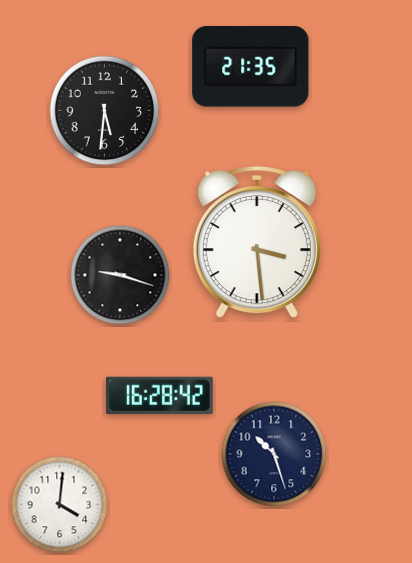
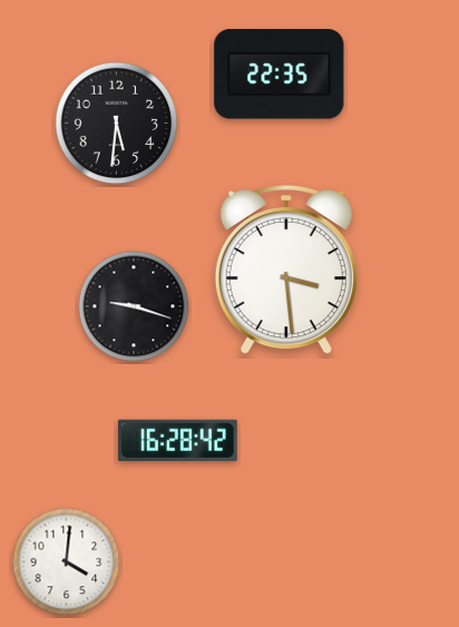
clock at (251, 67): 21:35 -> 22:35
clock at (274, 454): 10:27 -> none
